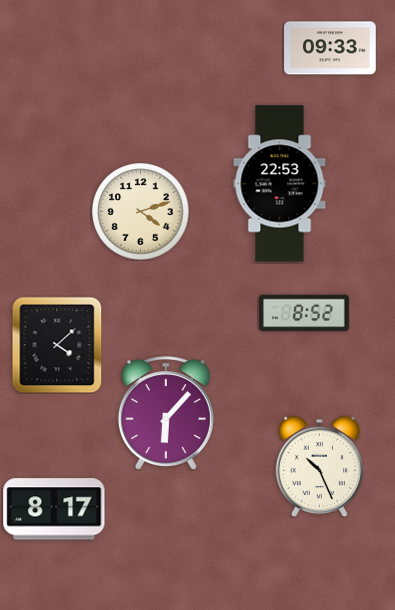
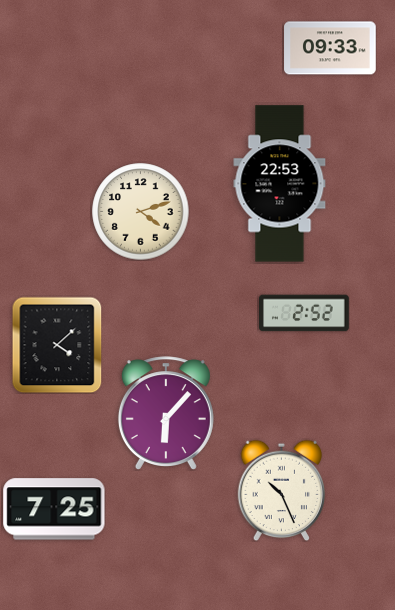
clock at (305, 313): 8:52 -> 2:52
clock at (320, 466) position: (320, 466) -> (282, 490)
clock at (54, 509): 8:17 -> 7:25
